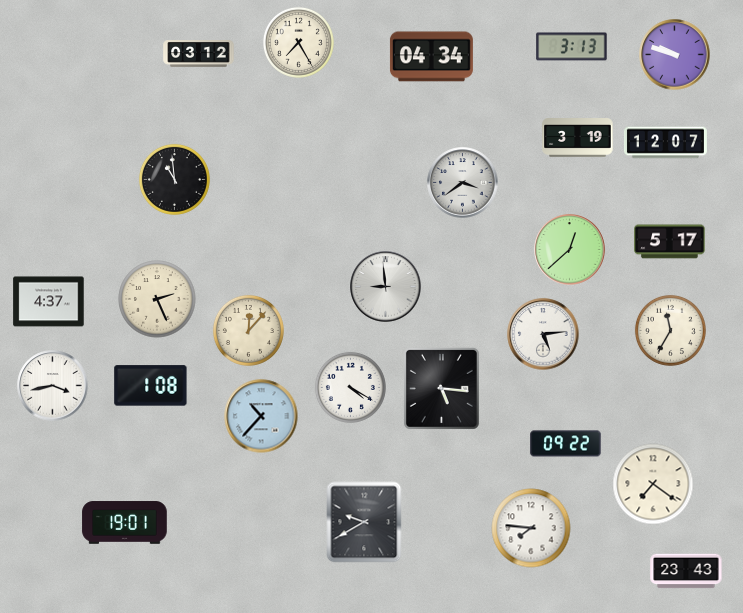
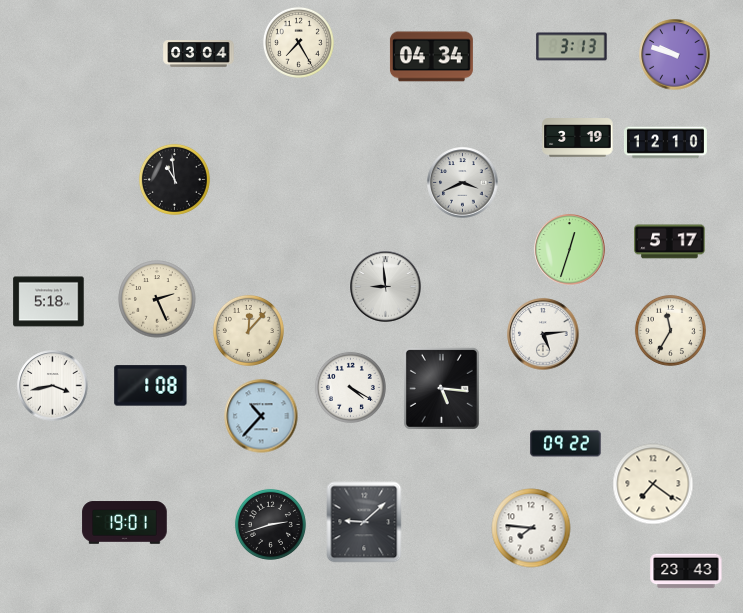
clock at (199, 54): 03:12 -> 03:04
clock at (665, 143): 12:07 -> 12:10
clock at (463, 183): 3:39 -> 3:41
clock at (570, 250): 12:38 -> 12:33
clock at (49, 302): 4:37 -> 5:18
clock at (364, 522): 9:40 -> 9:08
clock at (270, 524): none -> 2:42
